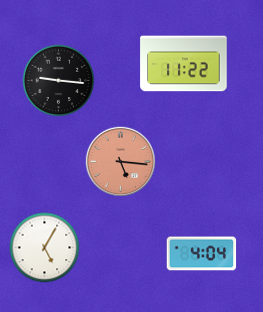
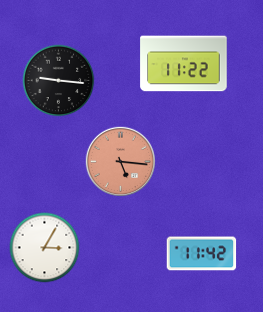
clock at (45, 248): 5:05 -> 3:05
clock at (202, 254): 4:04 -> 11:42
